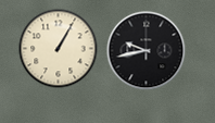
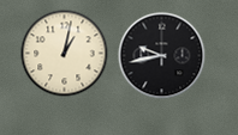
clock at (59, 49): 1:05 -> 1:02
